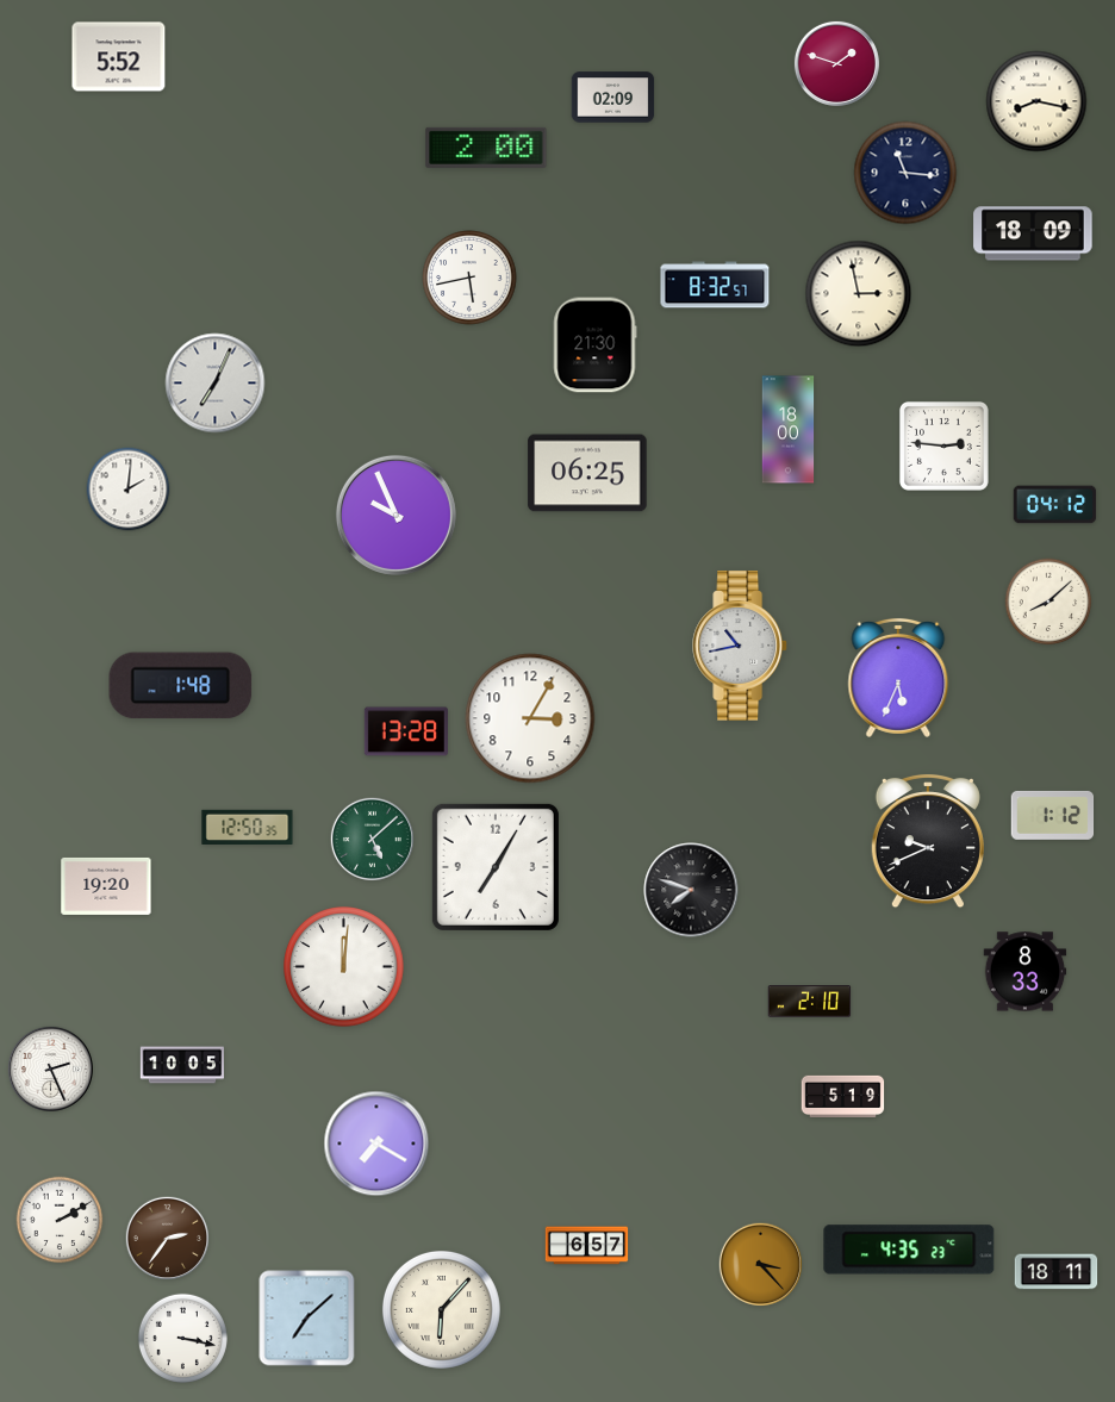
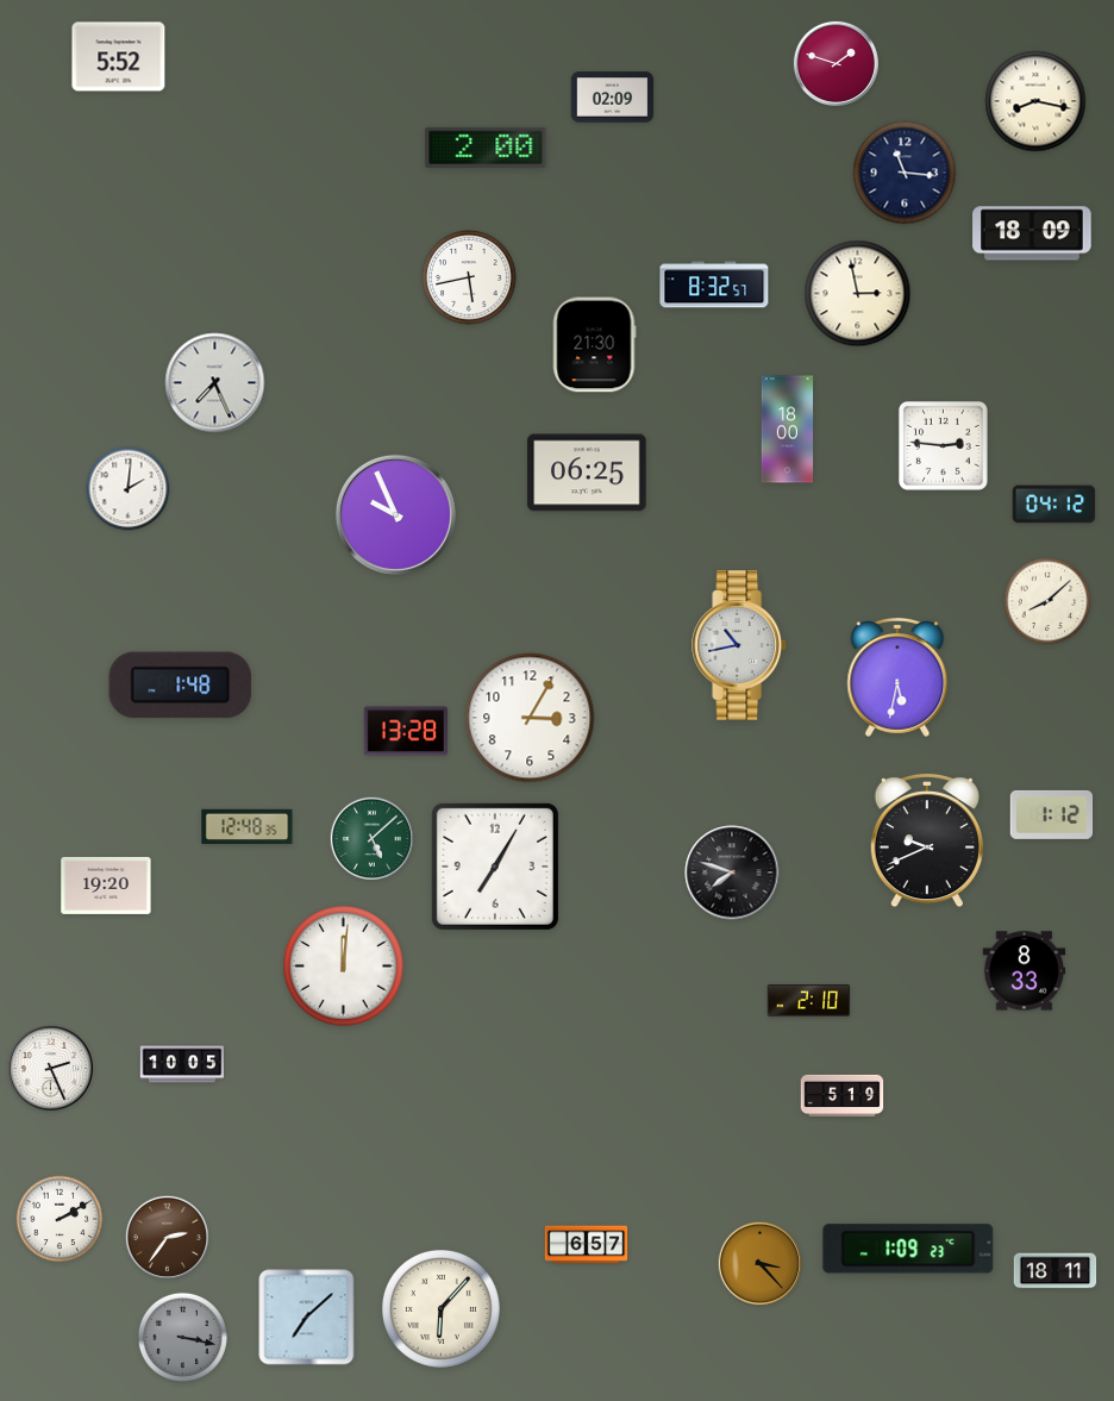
clock at (216, 384): 7:04 -> 7:26
clock at (898, 678): 5:34 -> 5:32
clock at (248, 827): 12:50 -> 12:48
clock at (691, 890) position: (691, 890) -> (732, 873)
clock at (376, 1144): 7:20 -> none
clock at (909, 1250): 4:35 -> 1:09
clock at (182, 1338) dial: white -> grey
